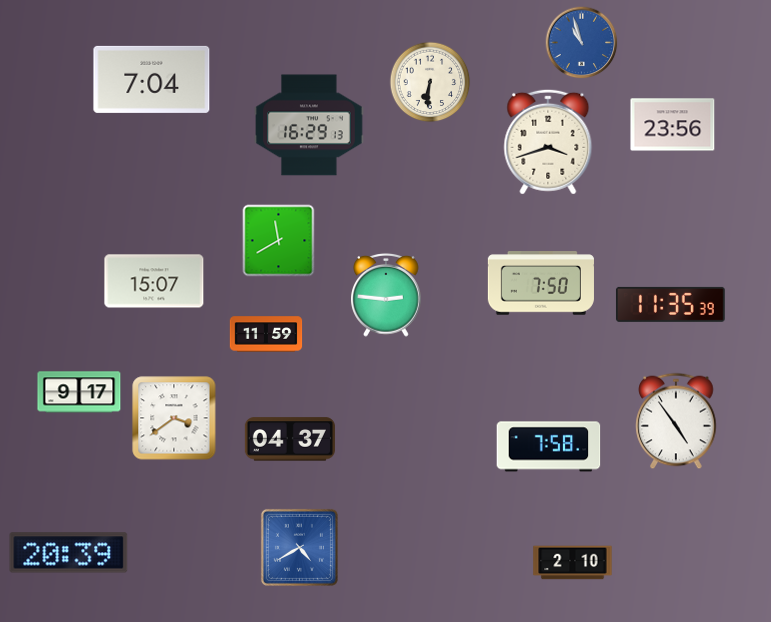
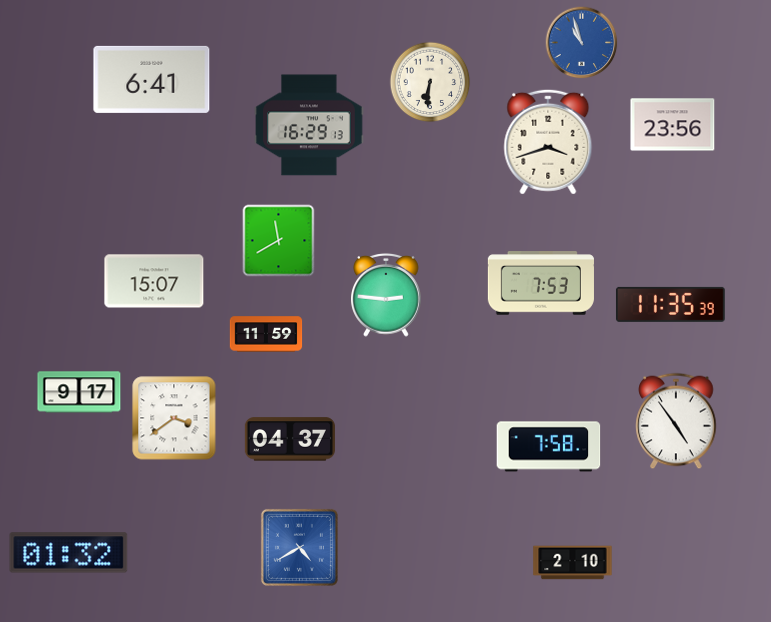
clock at (152, 79): 7:04 -> 6:41
clock at (541, 283): 7:50 -> 7:53
clock at (69, 553): 20:39 -> 01:32
